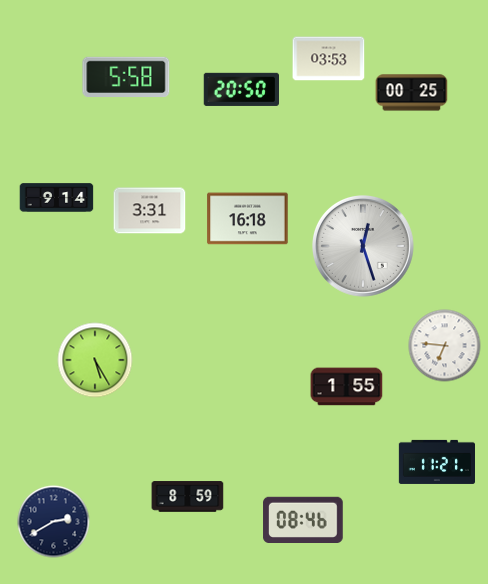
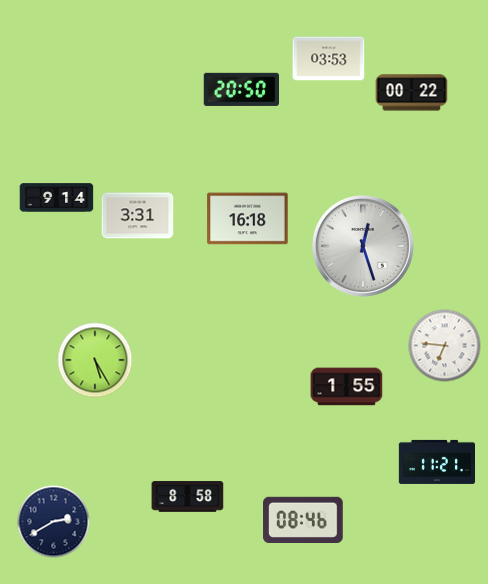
clock at (126, 76): 5:58 -> none
clock at (412, 93): 00:25 -> 00:22
clock at (150, 211) position: (150, 211) -> (138, 216)
clock at (188, 497): 8:59 -> 8:58
